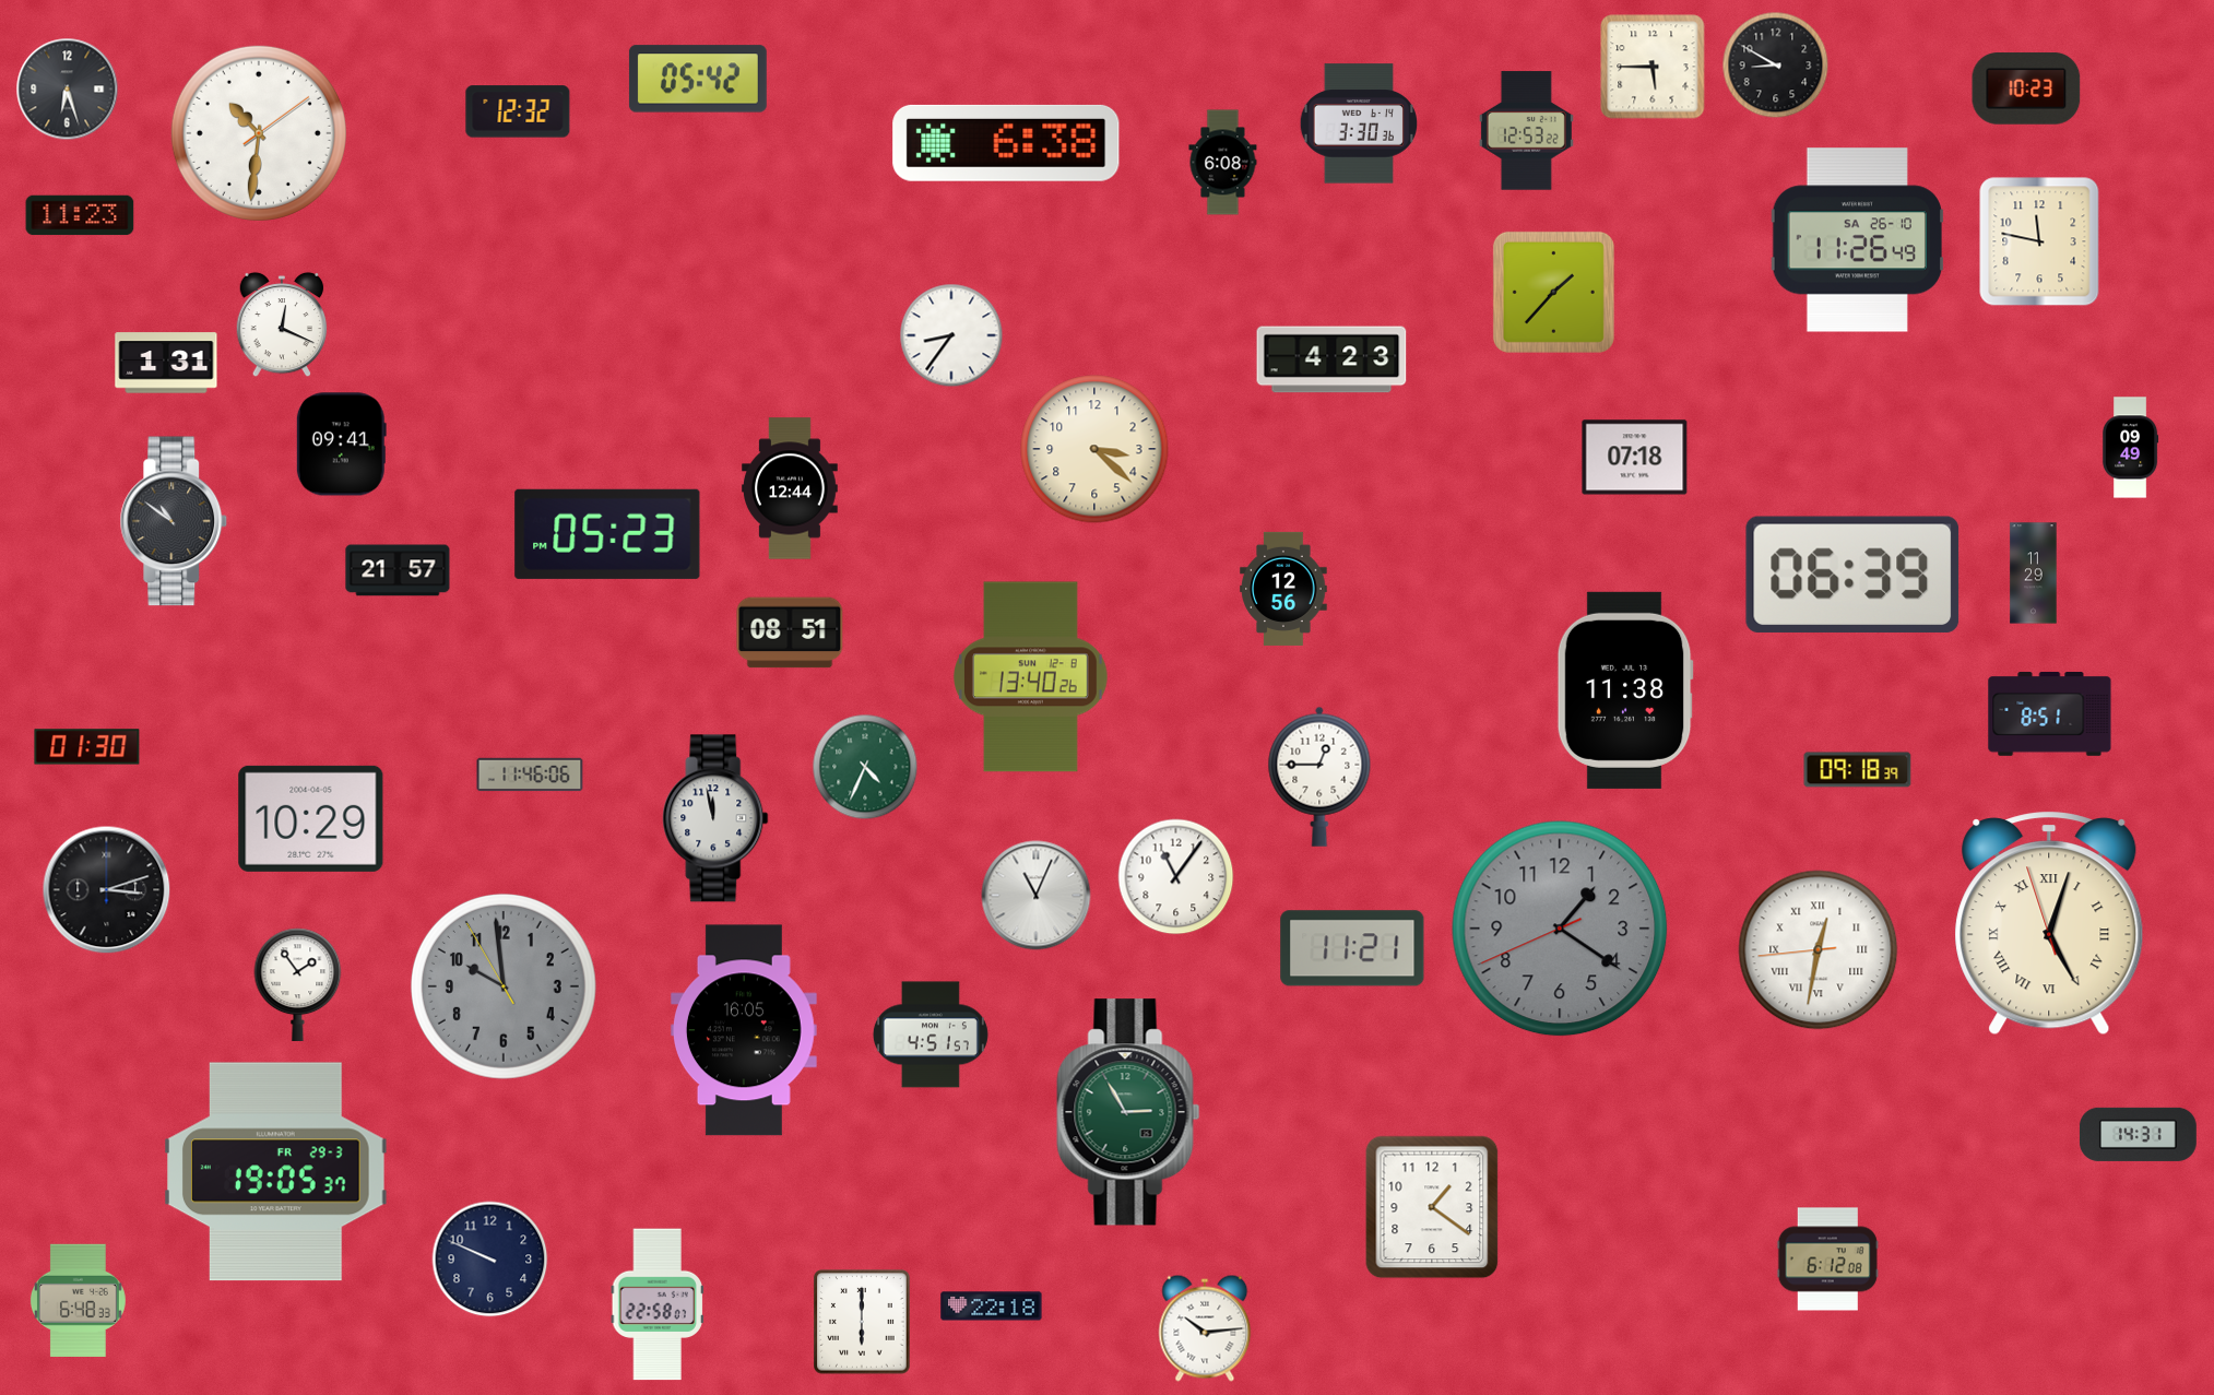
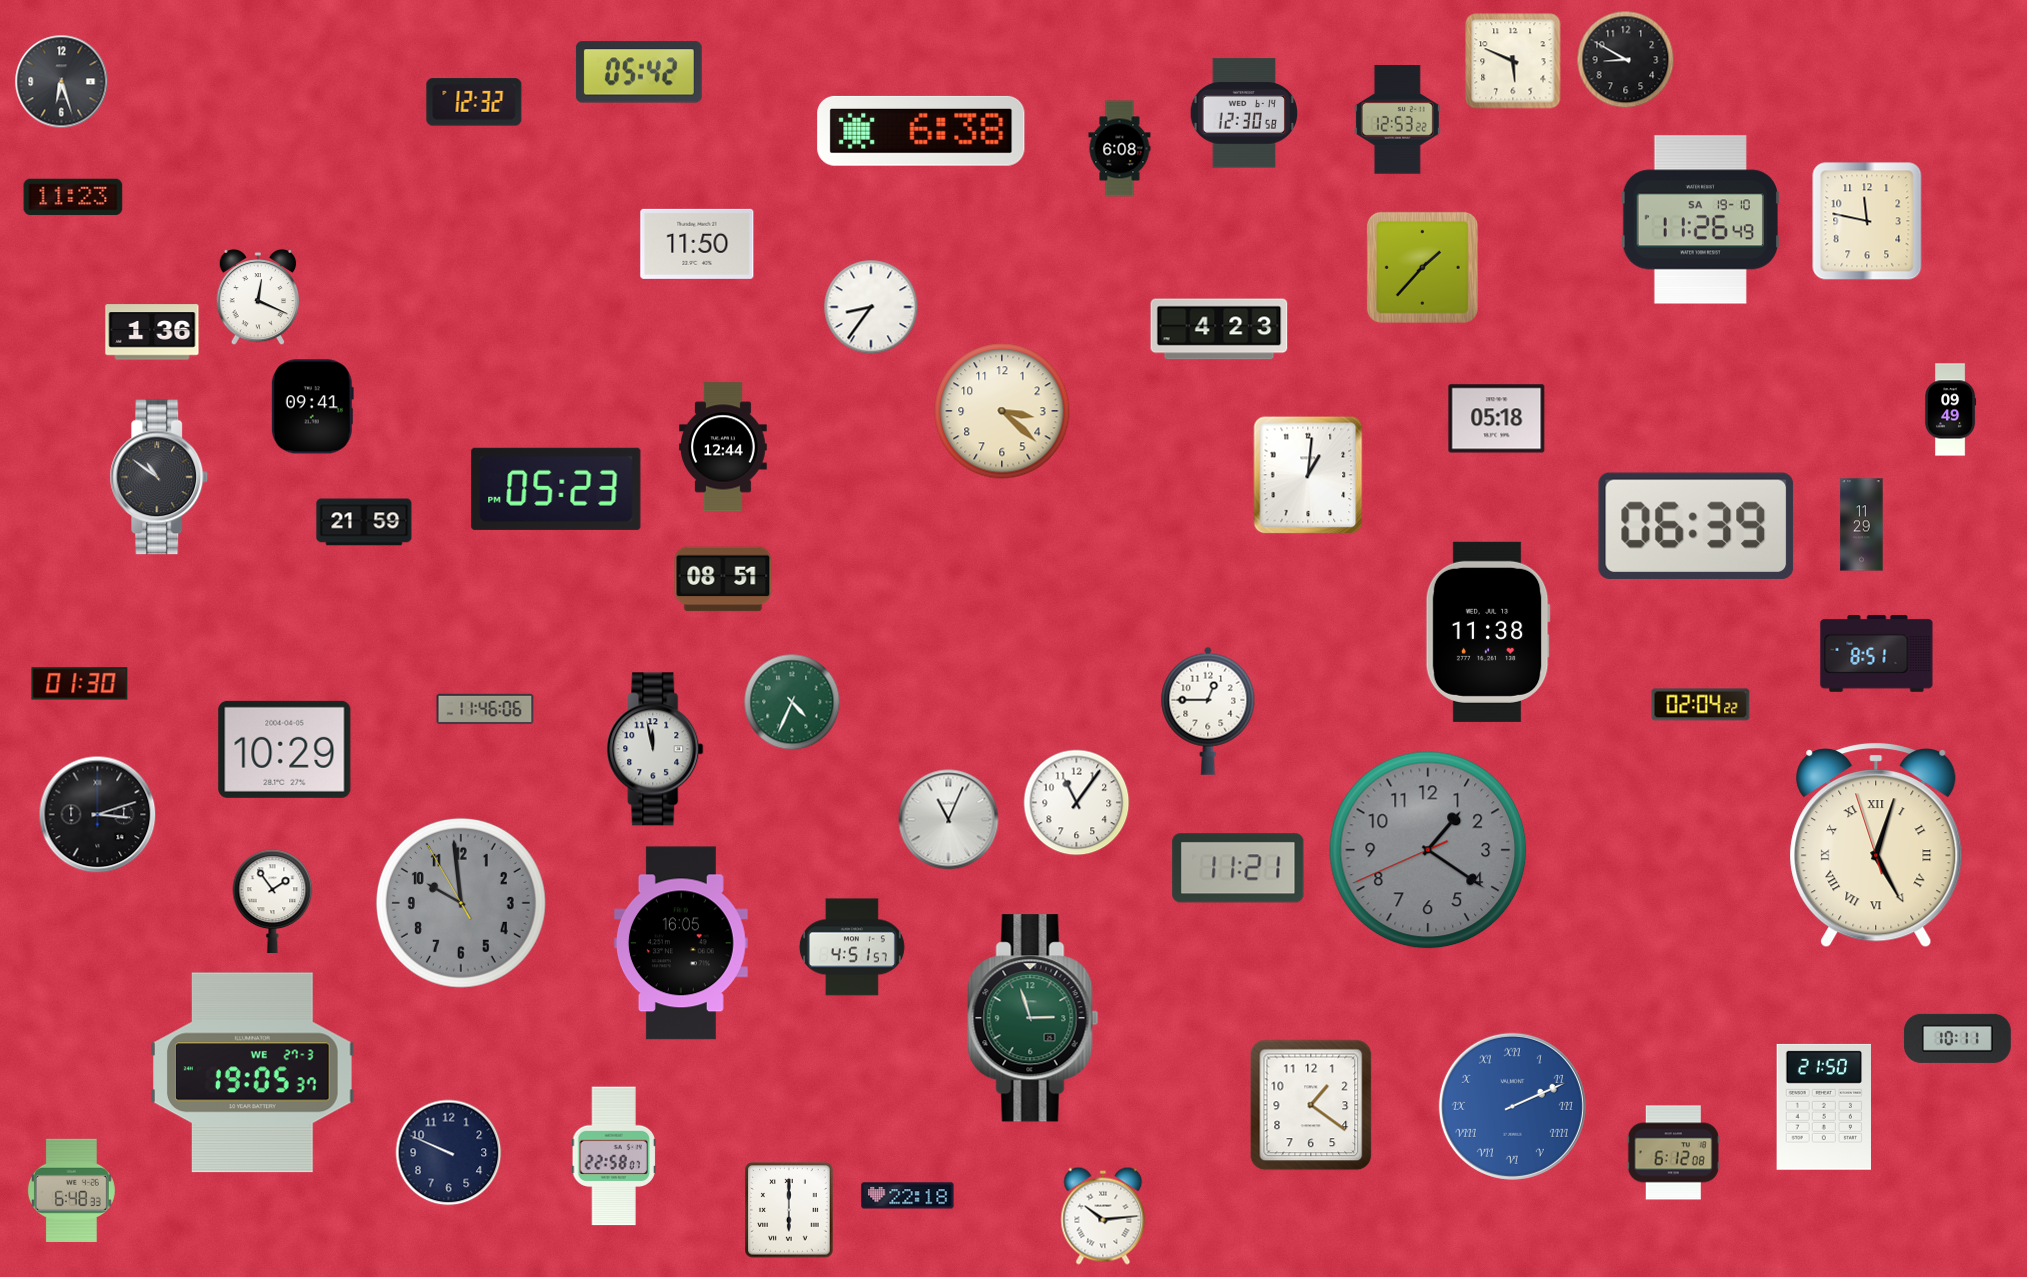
clock at (1653, 67): 5:45 -> 5:49
clock at (2026, 88): 10:23 -> none
clock at (1358, 123): 3:30 -> 12:30
clock at (259, 133): 10:31 -> none
clock at (1858, 240) date: SA 26-10 -> SA 19-10
clock at (697, 244): none -> 11:50
clock at (166, 363): 1:31 -> 1:36
clock at (1635, 458): 07:18 -> 05:18
clock at (1308, 475): none -> 1:01
clock at (398, 570): 21:57 -> 21:59
clock at (1283, 589): 12:56 -> none
clock at (1031, 677): 13:40 -> none
clock at (1858, 770): 09:18 -> 02:04
clock at (1819, 950): 12:31 -> none
clock at (1128, 1112): 2:55 -> 2:57
clock at (2138, 1134): 14:31 -> 10:11
clock at (276, 1172) date: FR 29-3 -> WE 27-3
clock at (1512, 1106): none -> 2:11
clock at (1823, 1107): none -> 21:50
clock at (658, 1304) position: (658, 1304) -> (614, 1156)
